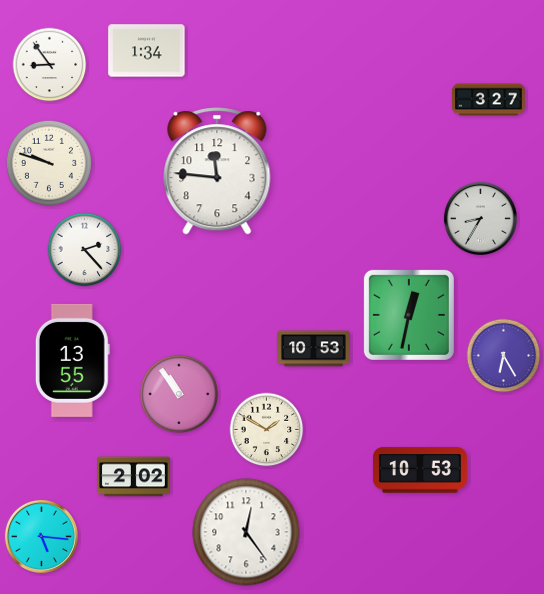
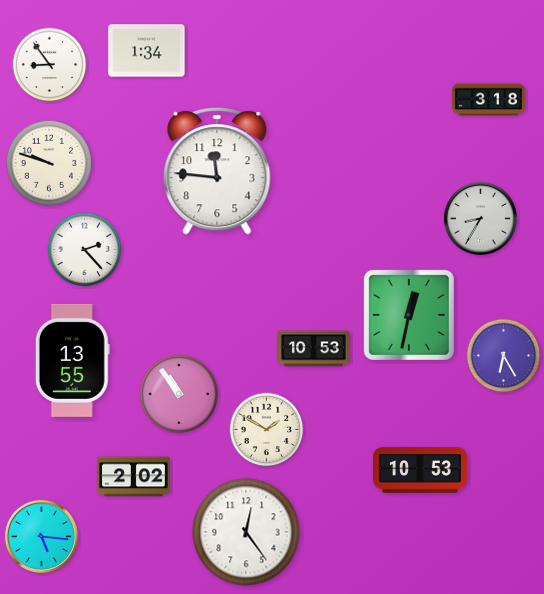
clock at (489, 100): 3:27 -> 3:18
